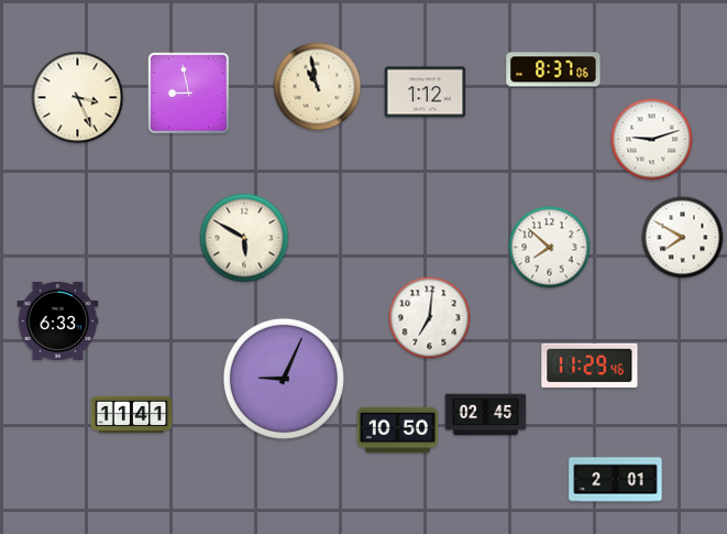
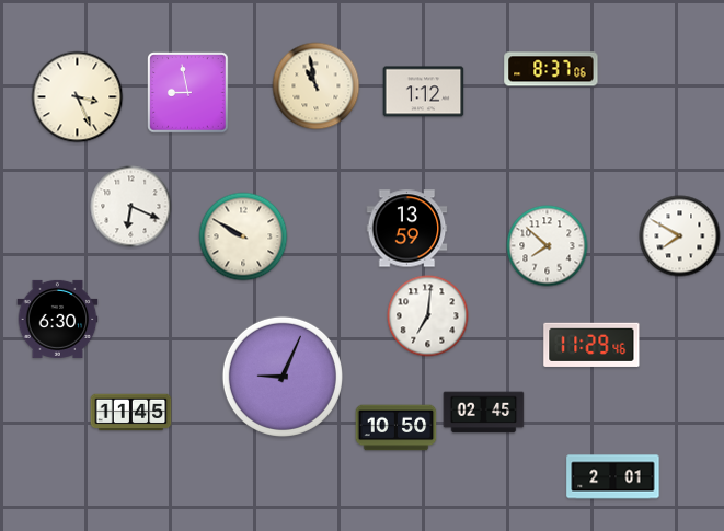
clock at (652, 140): 9:12 -> none
clock at (131, 207): none -> 6:19
clock at (407, 229): none -> 13:59
clock at (244, 238): 5:50 -> 9:50
clock at (58, 320): 6:33 -> 6:30
clock at (590, 366) position: (590, 366) -> (591, 345)
clock at (132, 415): 11:41 -> 11:45
